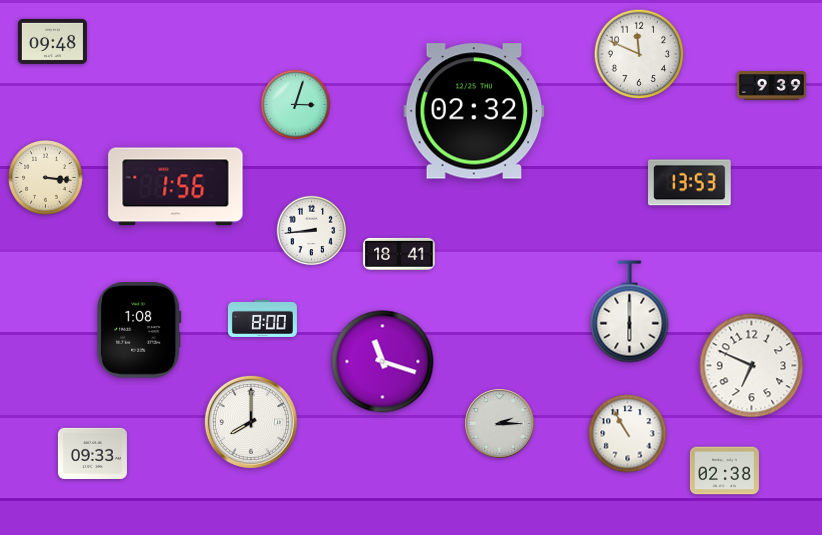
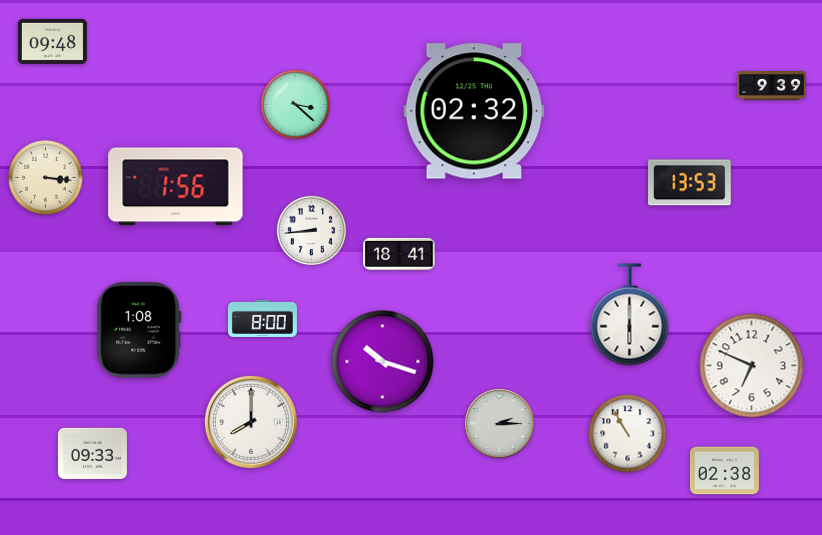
clock at (639, 54): 11:49 -> none
clock at (296, 105): 3:03 -> 3:22
clock at (630, 312) position: (630, 312) -> (630, 315)
clock at (383, 362): 11:18 -> 10:18
